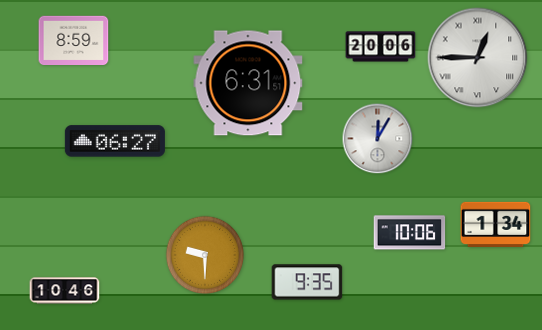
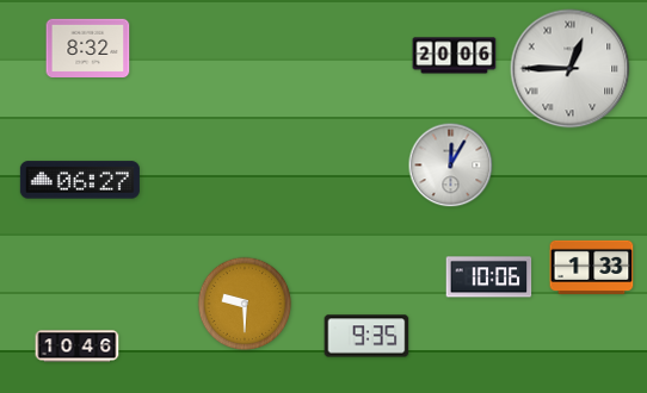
clock at (74, 40): 8:59 -> 8:32
clock at (248, 83): 6:31 -> none
clock at (115, 141) position: (115, 141) -> (80, 180)
clock at (496, 224): 1:34 -> 1:33
